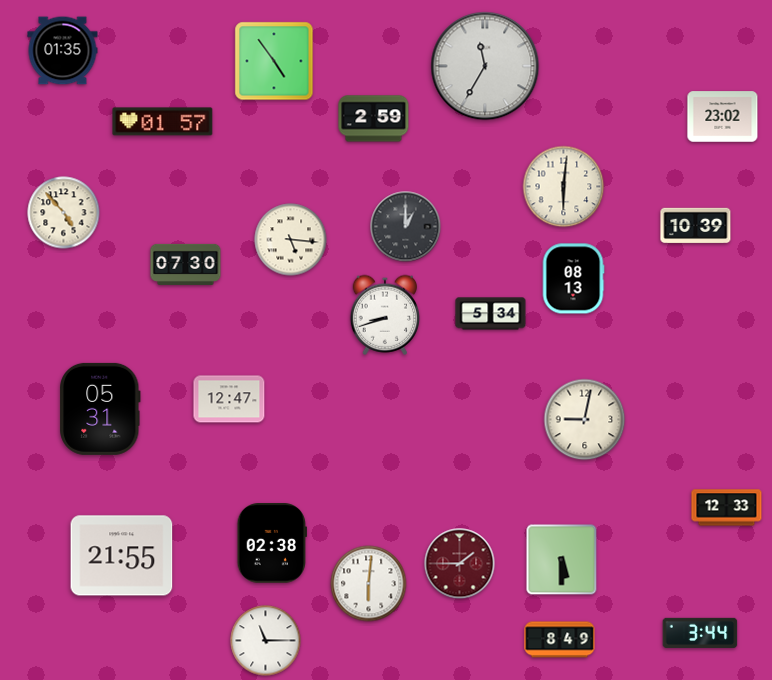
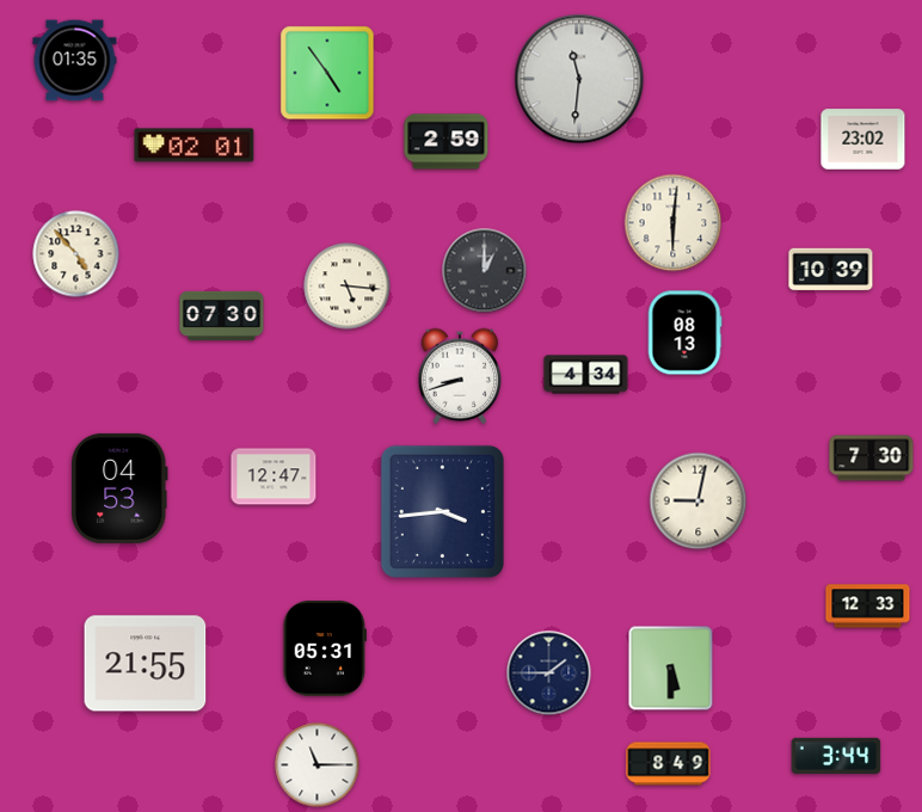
clock at (485, 66): 11:35 -> 11:31
clock at (163, 122): 01:57 -> 02:01
clock at (491, 314): 5:34 -> 4:34
clock at (872, 459): none -> 7:30
clock at (101, 409): 05:31 -> 04:53
clock at (442, 511): none -> 3:44
clock at (271, 543): 02:38 -> 05:31
clock at (460, 564) dial: burgundy -> navy
clock at (369, 584): 6:01 -> none
